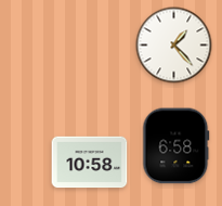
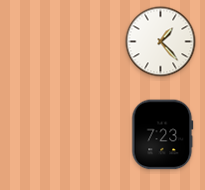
clock at (177, 146): 6:58 -> 7:23
clock at (90, 163): 10:58 -> none
